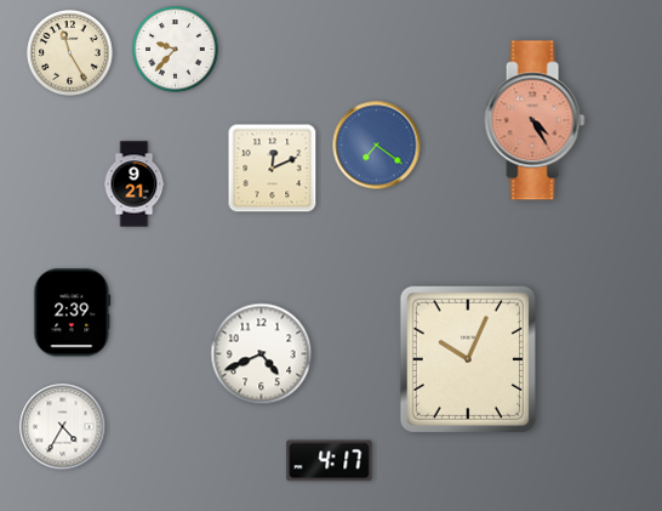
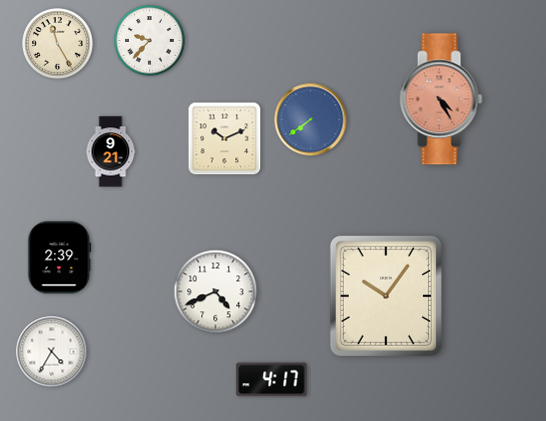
clock at (176, 50) position: (176, 50) -> (150, 41)
clock at (377, 146): 7:21 -> 7:39
clock at (273, 169): 12:11 -> 10:11
clock at (468, 359): 10:04 -> 10:06
